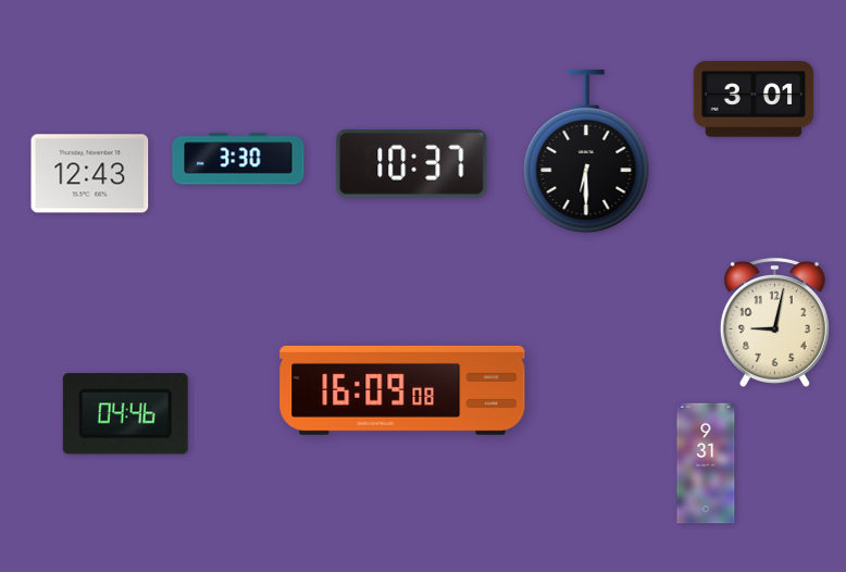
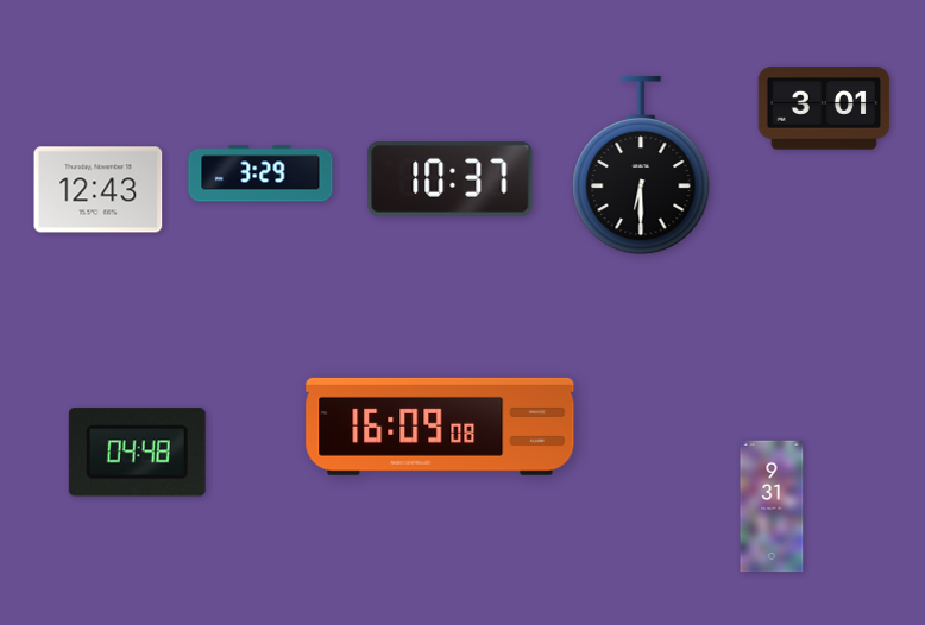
clock at (238, 159): 3:30 -> 3:29
clock at (774, 322): 9:02 -> none
clock at (125, 414): 04:46 -> 04:48
